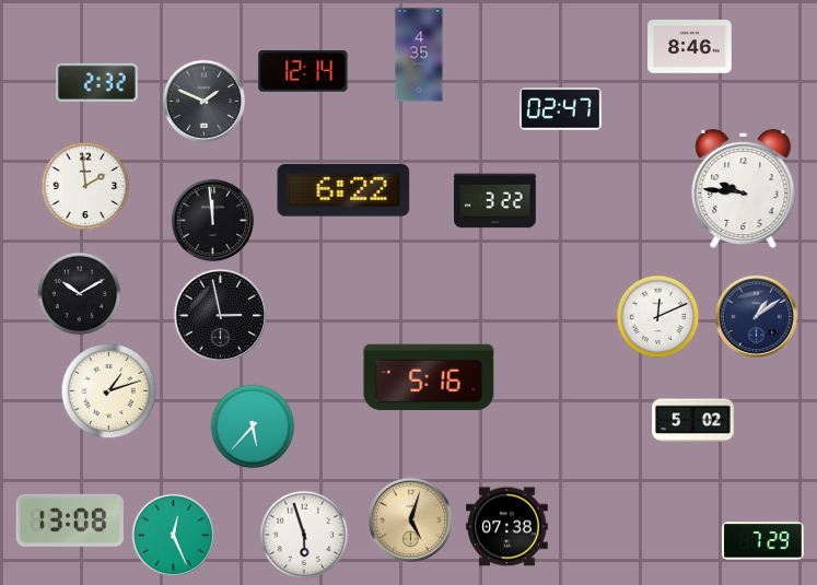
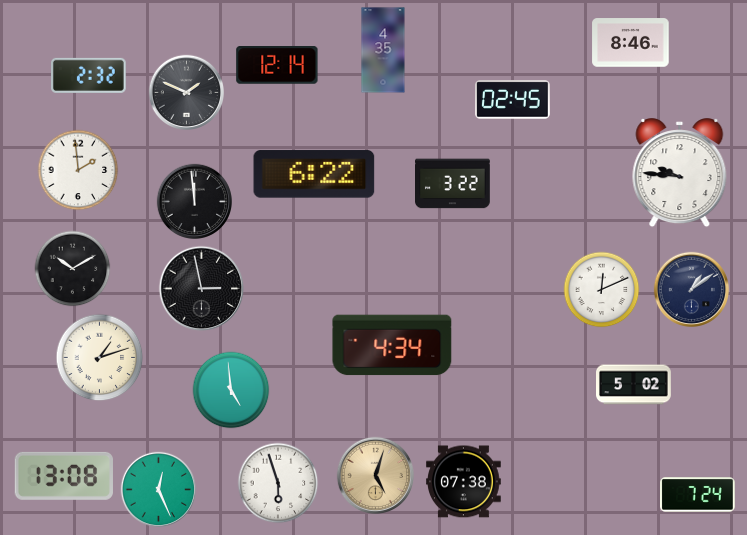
clock at (561, 109): 02:47 -> 02:45
clock at (429, 377): 5:16 -> 4:34
clock at (253, 426): 5:37 -> 4:59
clock at (304, 535) position: (304, 535) -> (278, 483)
clock at (763, 541): 7:29 -> 7:24
